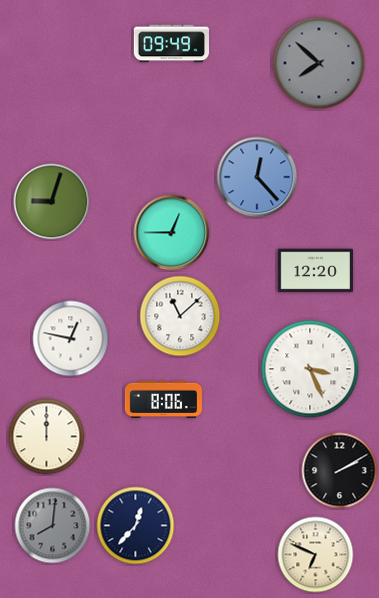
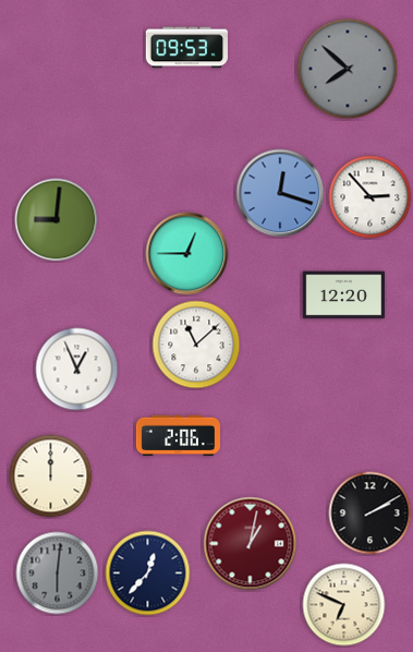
clock at (172, 44): 09:49 -> 09:53
clock at (257, 177): 12:23 -> 12:18
clock at (371, 197): none -> 2:53
clock at (52, 202): 9:03 -> 9:01
clock at (71, 339): 12:47 -> 12:56
clock at (310, 369): 3:26 -> none
clock at (163, 400): 8:06 -> 2:06
clock at (251, 544): none -> 1:02
clock at (53, 526): 8:01 -> 6:01
